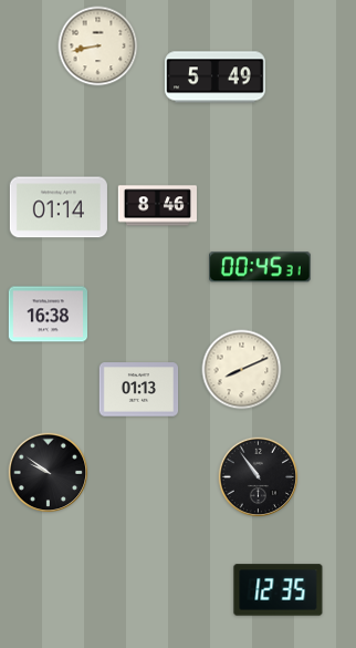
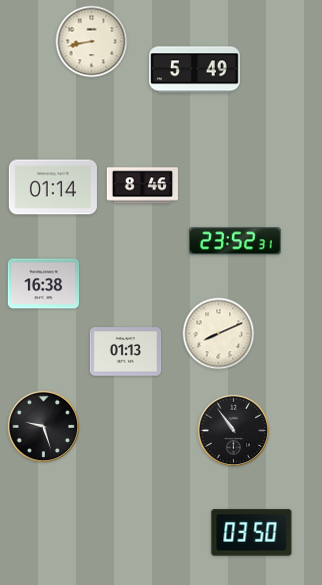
clock at (98, 47) position: (98, 47) -> (92, 42)
clock at (260, 267): 00:45 -> 23:52
clock at (49, 473): 9:51 -> 9:27
clock at (279, 590): 12:35 -> 03:50
